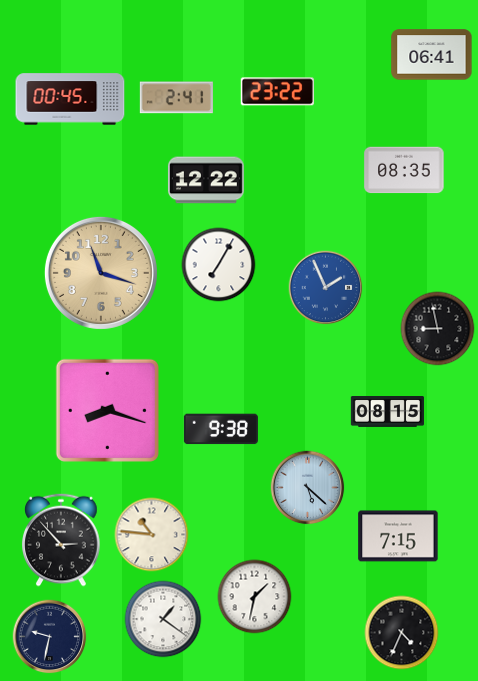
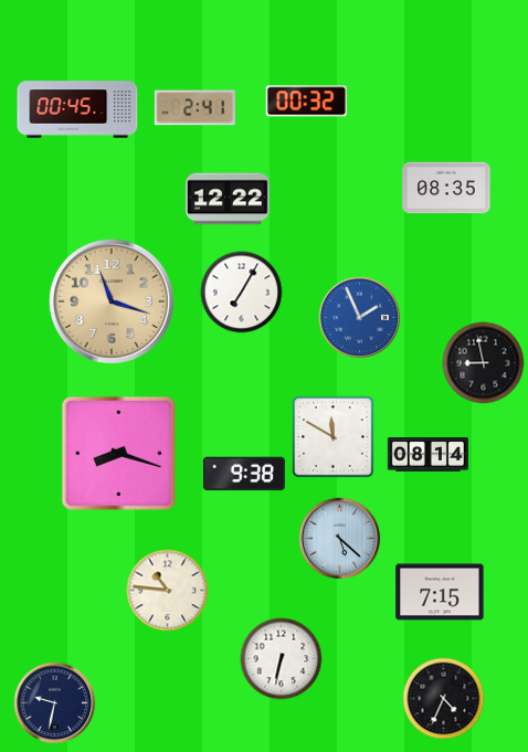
clock at (432, 55): 06:41 -> none
clock at (277, 92): 23:22 -> 00:32
clock at (334, 437): none -> 11:50
clock at (387, 412): 08:15 -> 08:14
clock at (61, 540): 2:53 -> none
clock at (255, 597): 1:32 -> 6:32
clock at (163, 619): 1:21 -> none
